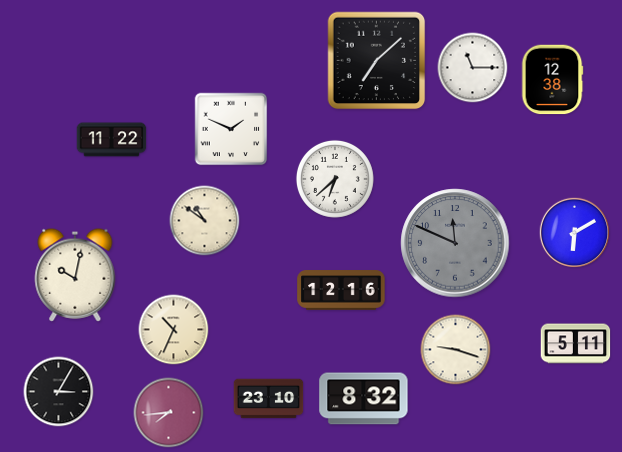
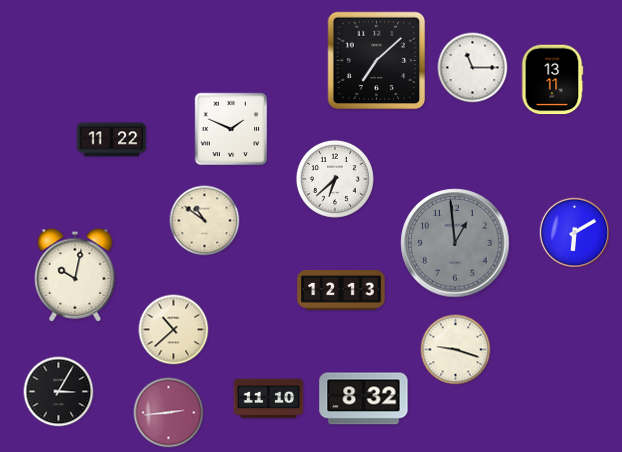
clock at (552, 80): 12:38 -> 13:11
clock at (455, 243): 11:49 -> 12:59
clock at (341, 290): 12:16 -> 12:13
clock at (174, 330): 10:34 -> 10:38
clock at (576, 344): 5:11 -> none
clock at (269, 399): 23:10 -> 11:10
clock at (169, 413): 7:44 -> 2:44
